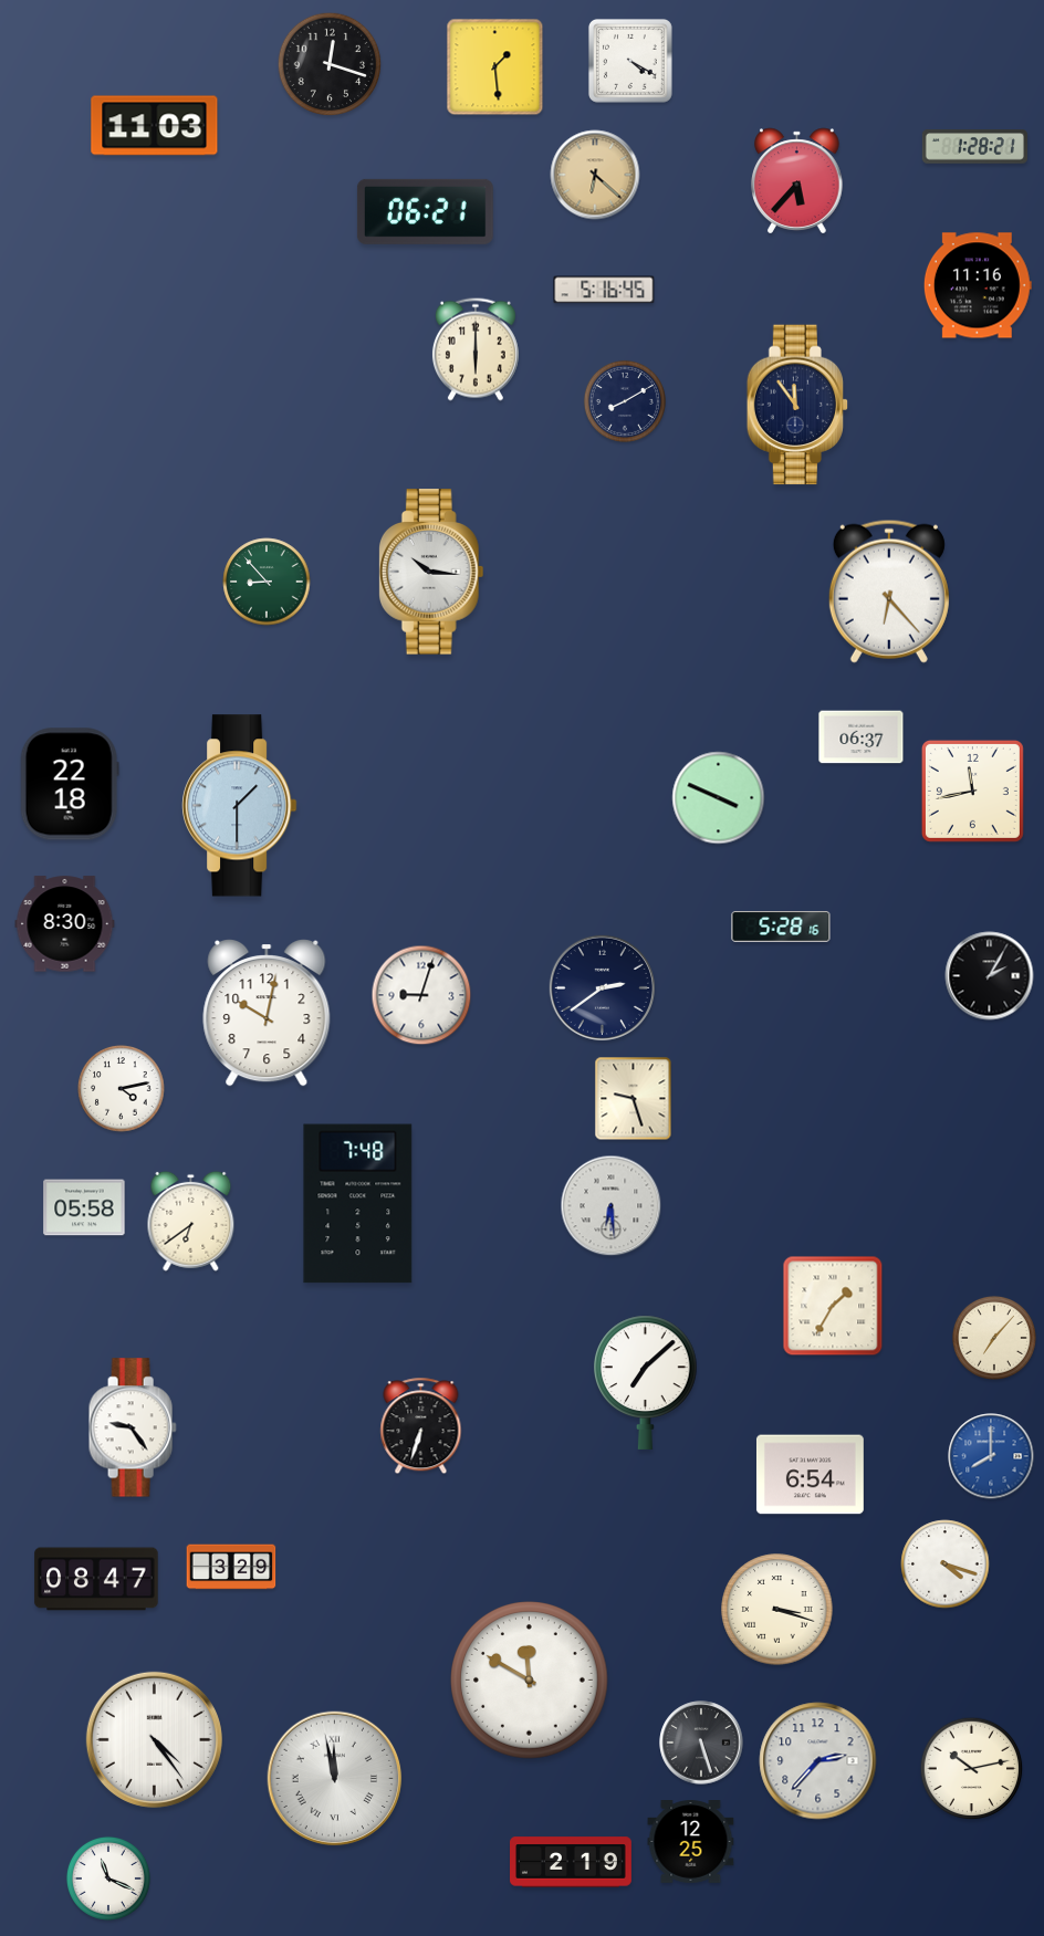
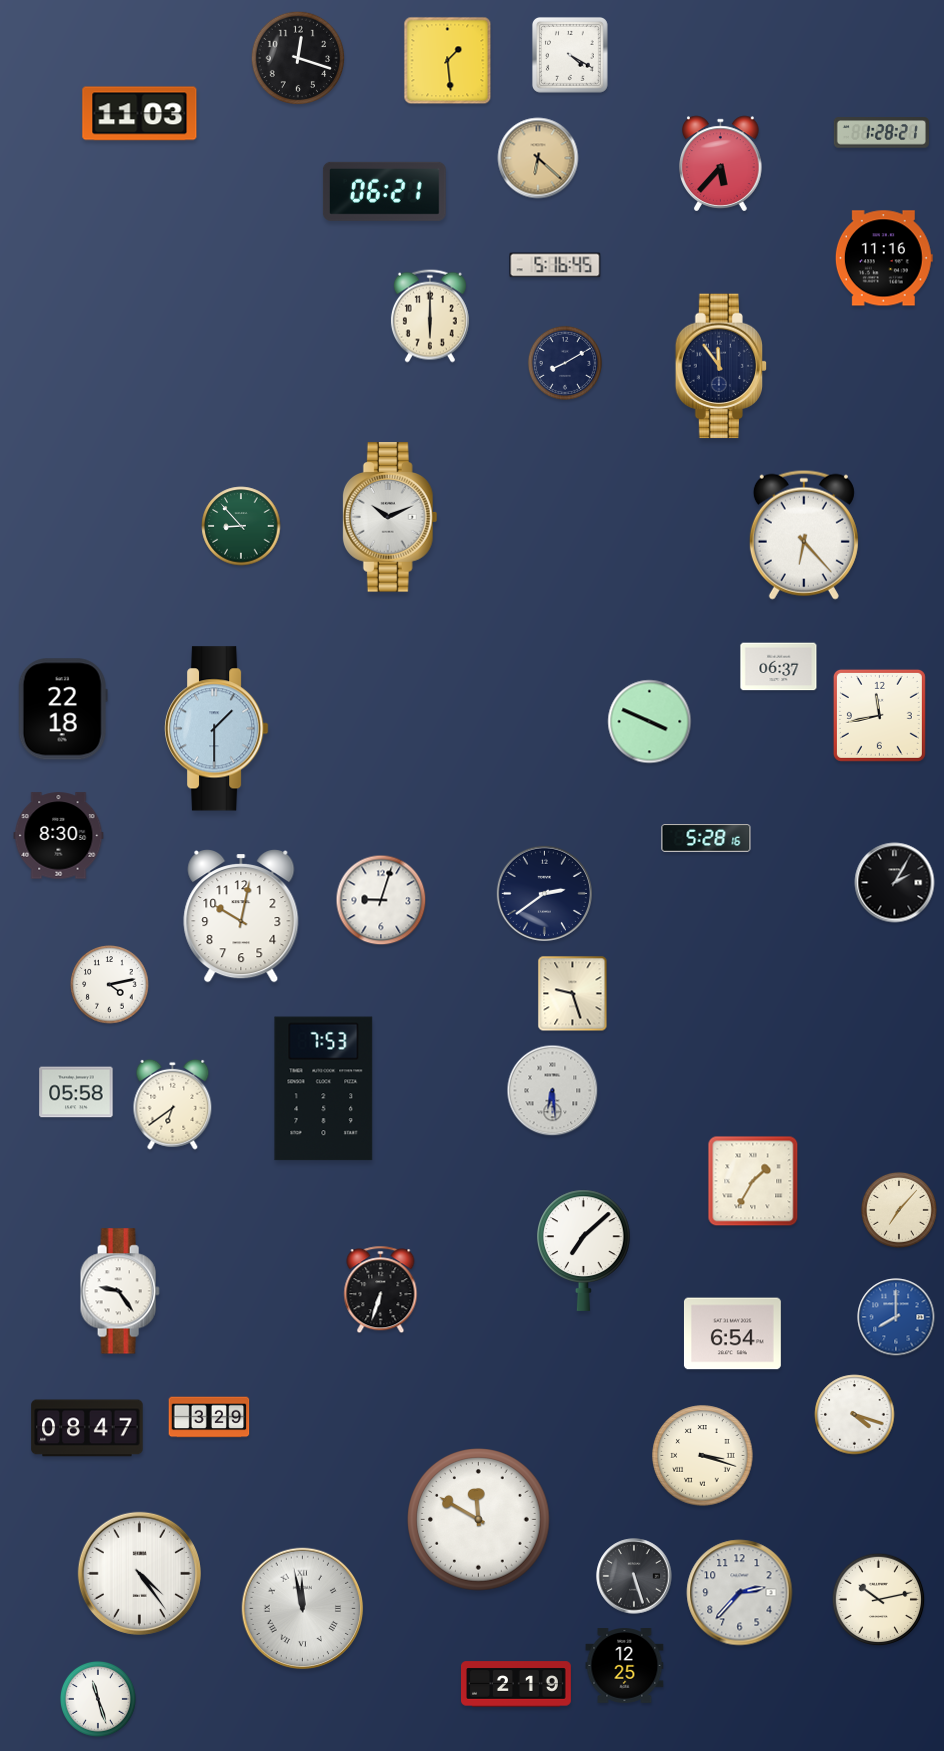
clock at (604, 290) position: (604, 290) -> (555, 265)
clock at (431, 572): 10:16 -> 10:11
clock at (358, 1204): 7:48 -> 7:53
clock at (108, 1879): 11:19 -> 11:27
